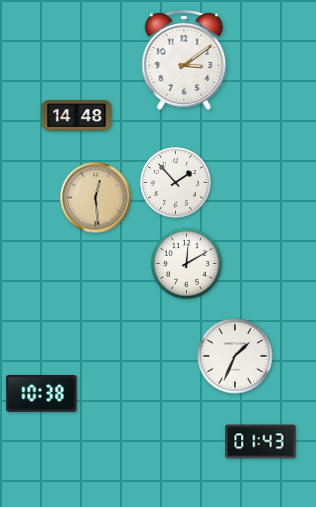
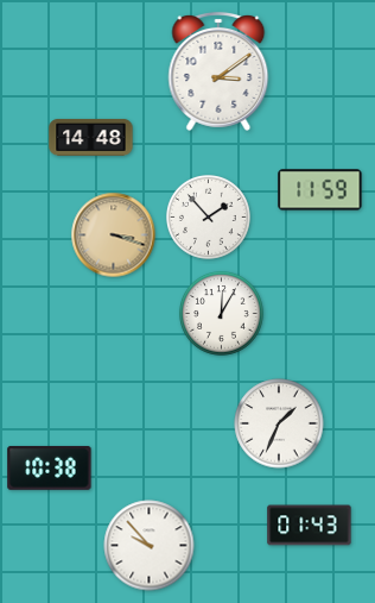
clock at (320, 190): none -> 11:59
clock at (96, 198): 12:29 -> 3:18
clock at (187, 264): 12:10 -> 12:05
clock at (150, 546): none -> 9:53
